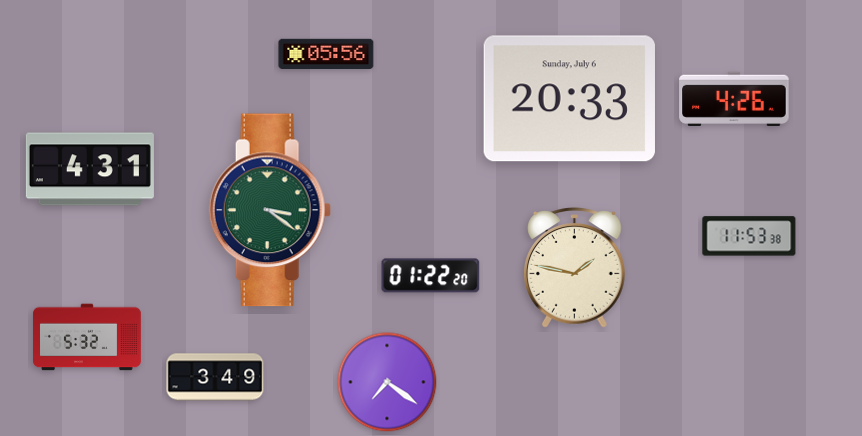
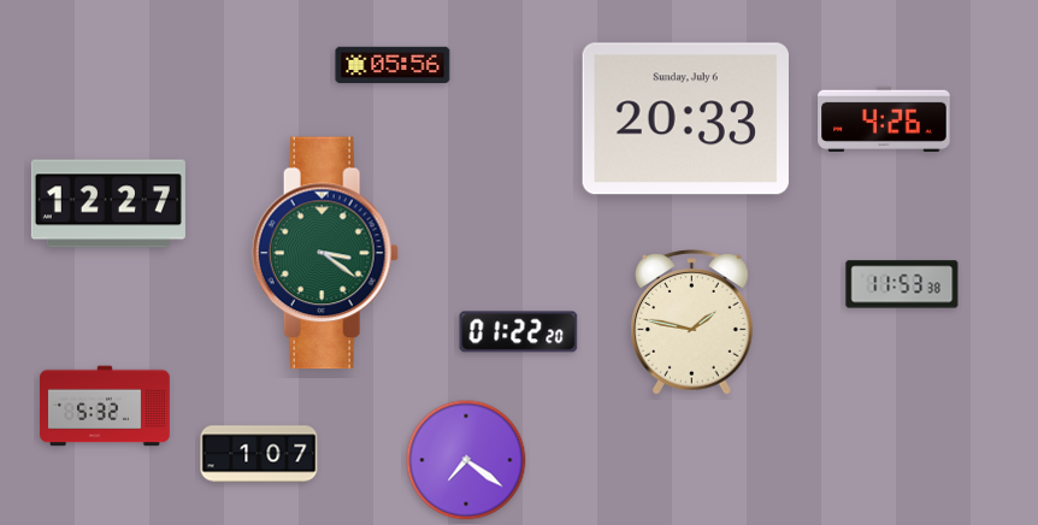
clock at (90, 169): 4:31 -> 12:27
clock at (215, 377): 3:49 -> 1:07
